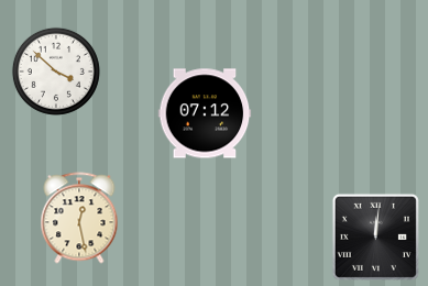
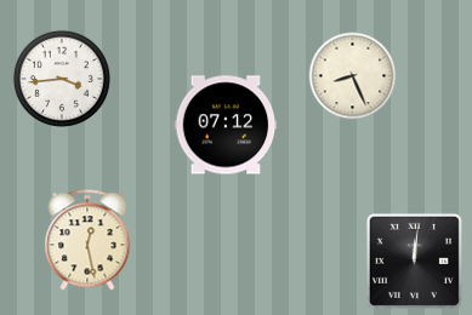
clock at (353, 76): none -> 8:26
clock at (56, 71): 3:52 -> 3:44
